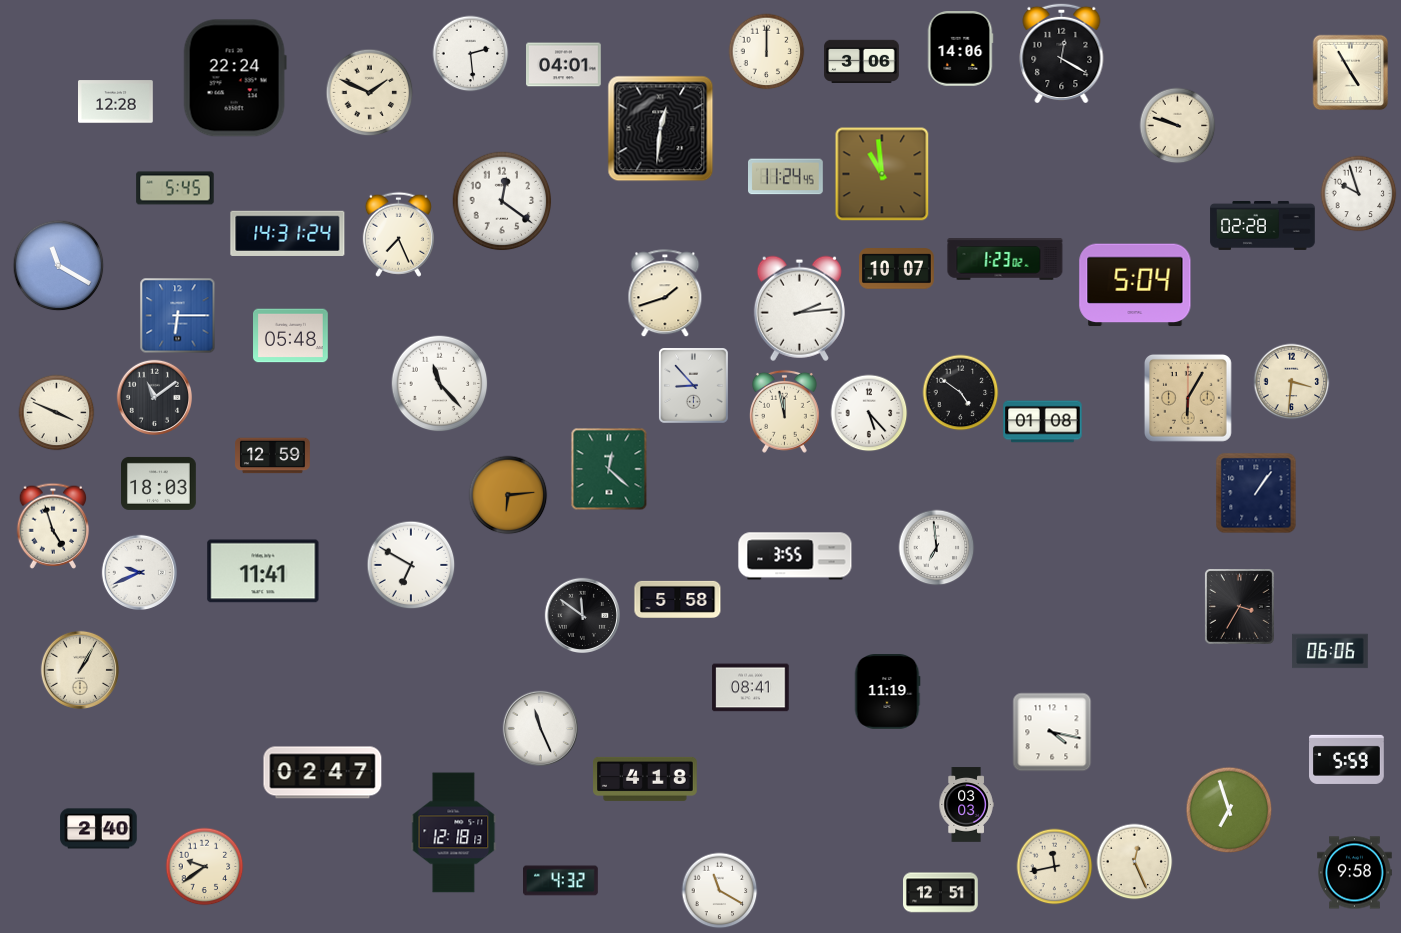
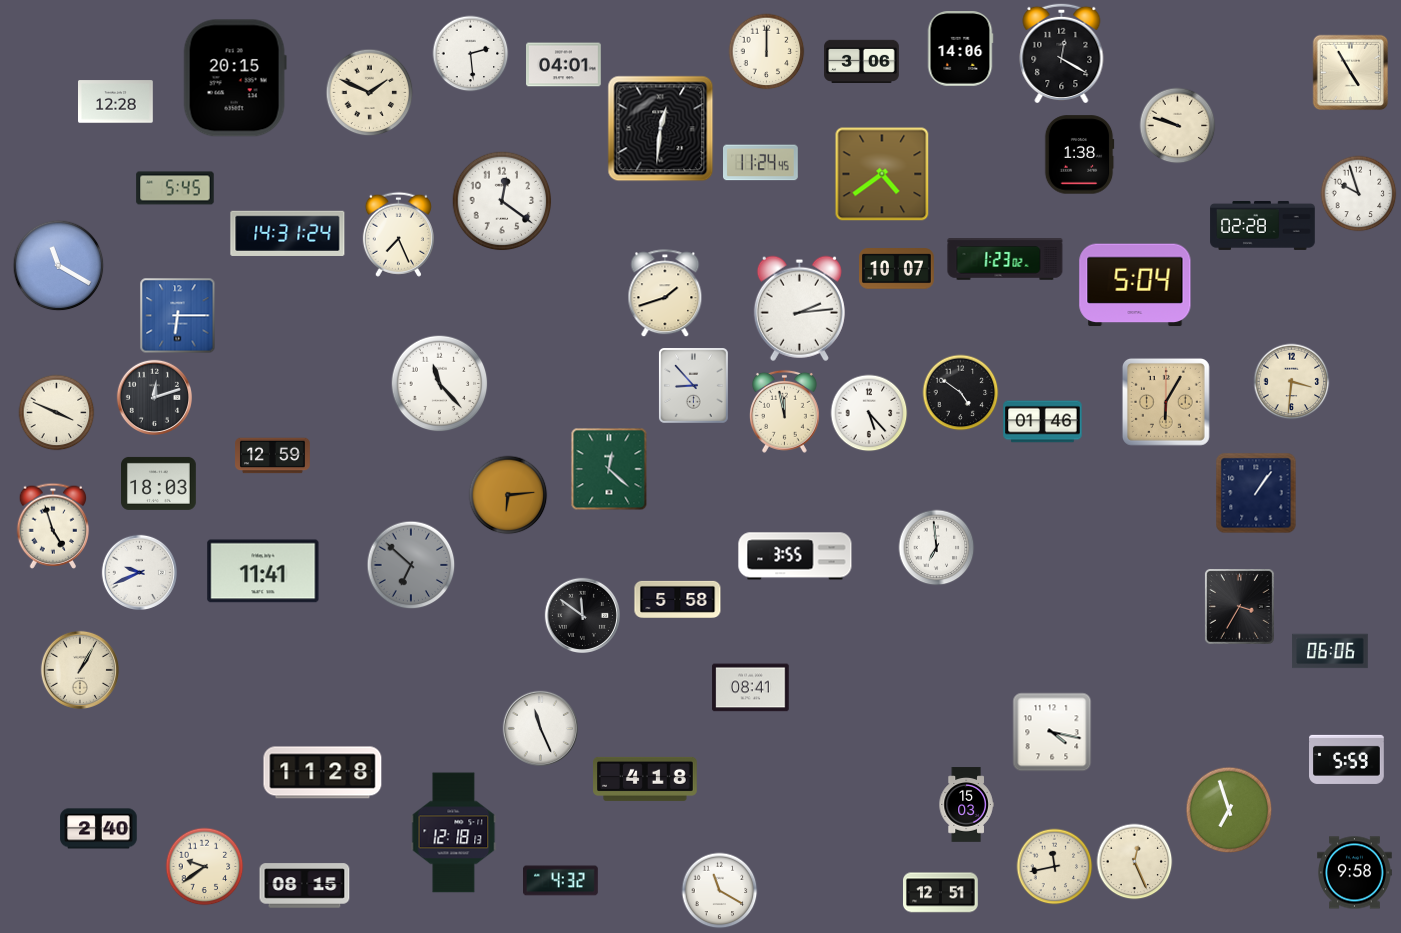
clock at (235, 78): 22:24 -> 20:15
clock at (1079, 155): none -> 1:38
clock at (882, 174): 10:59 -> 4:39
clock at (786, 177) position: (786, 177) -> (761, 163)
clock at (291, 336): 05:48 -> none
clock at (154, 397): 11:09 -> 12:12
clock at (1188, 398) position: (1188, 398) -> (1166, 402)
clock at (1043, 422): 01:08 -> 01:46
clock at (411, 565): 6:50 -> 6:52
clock at (411, 565) dial: white -> grey
clock at (887, 692): 11:19 -> none
clock at (323, 773): 02:47 -> 11:28
clock at (966, 805): 03:03 -> 15:03
clock at (305, 886): none -> 08:15
